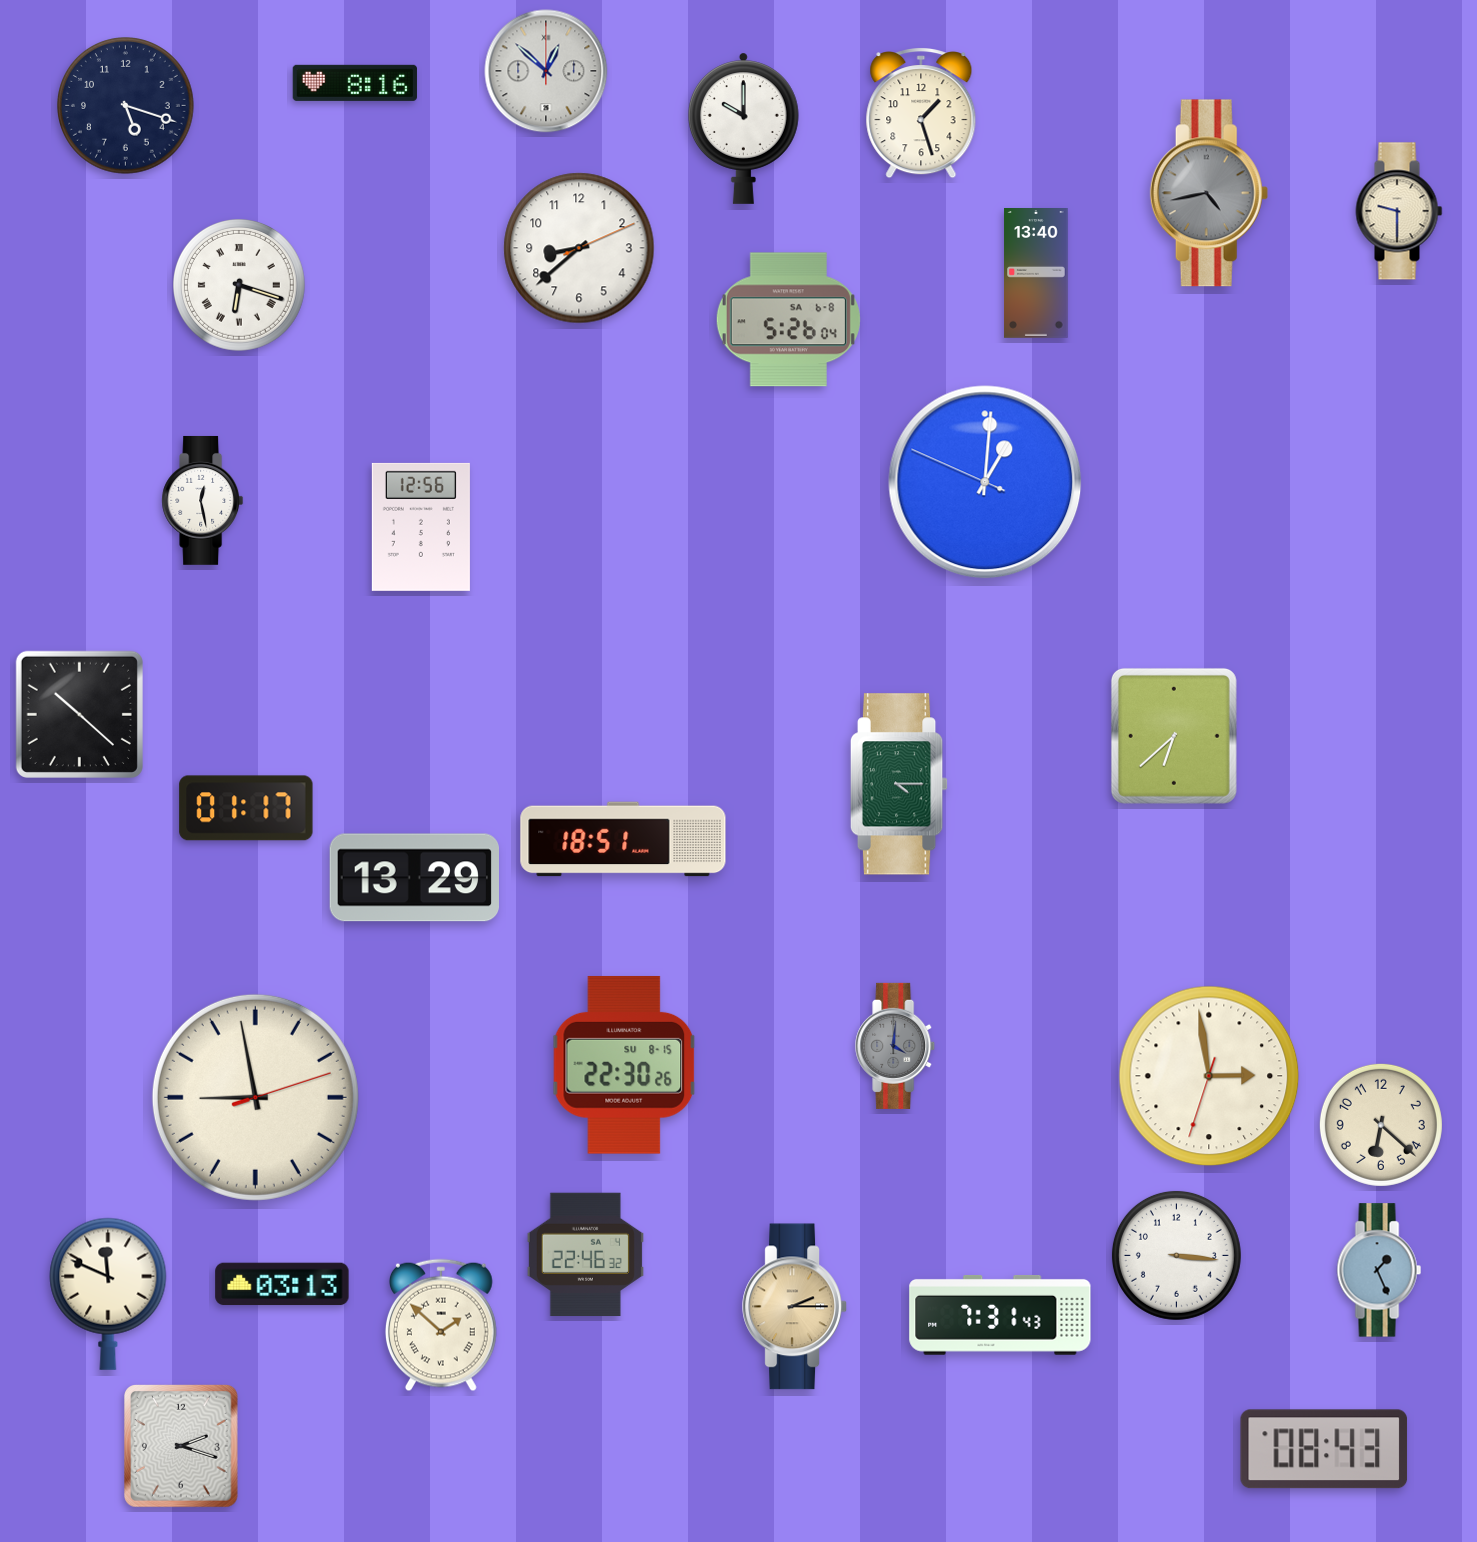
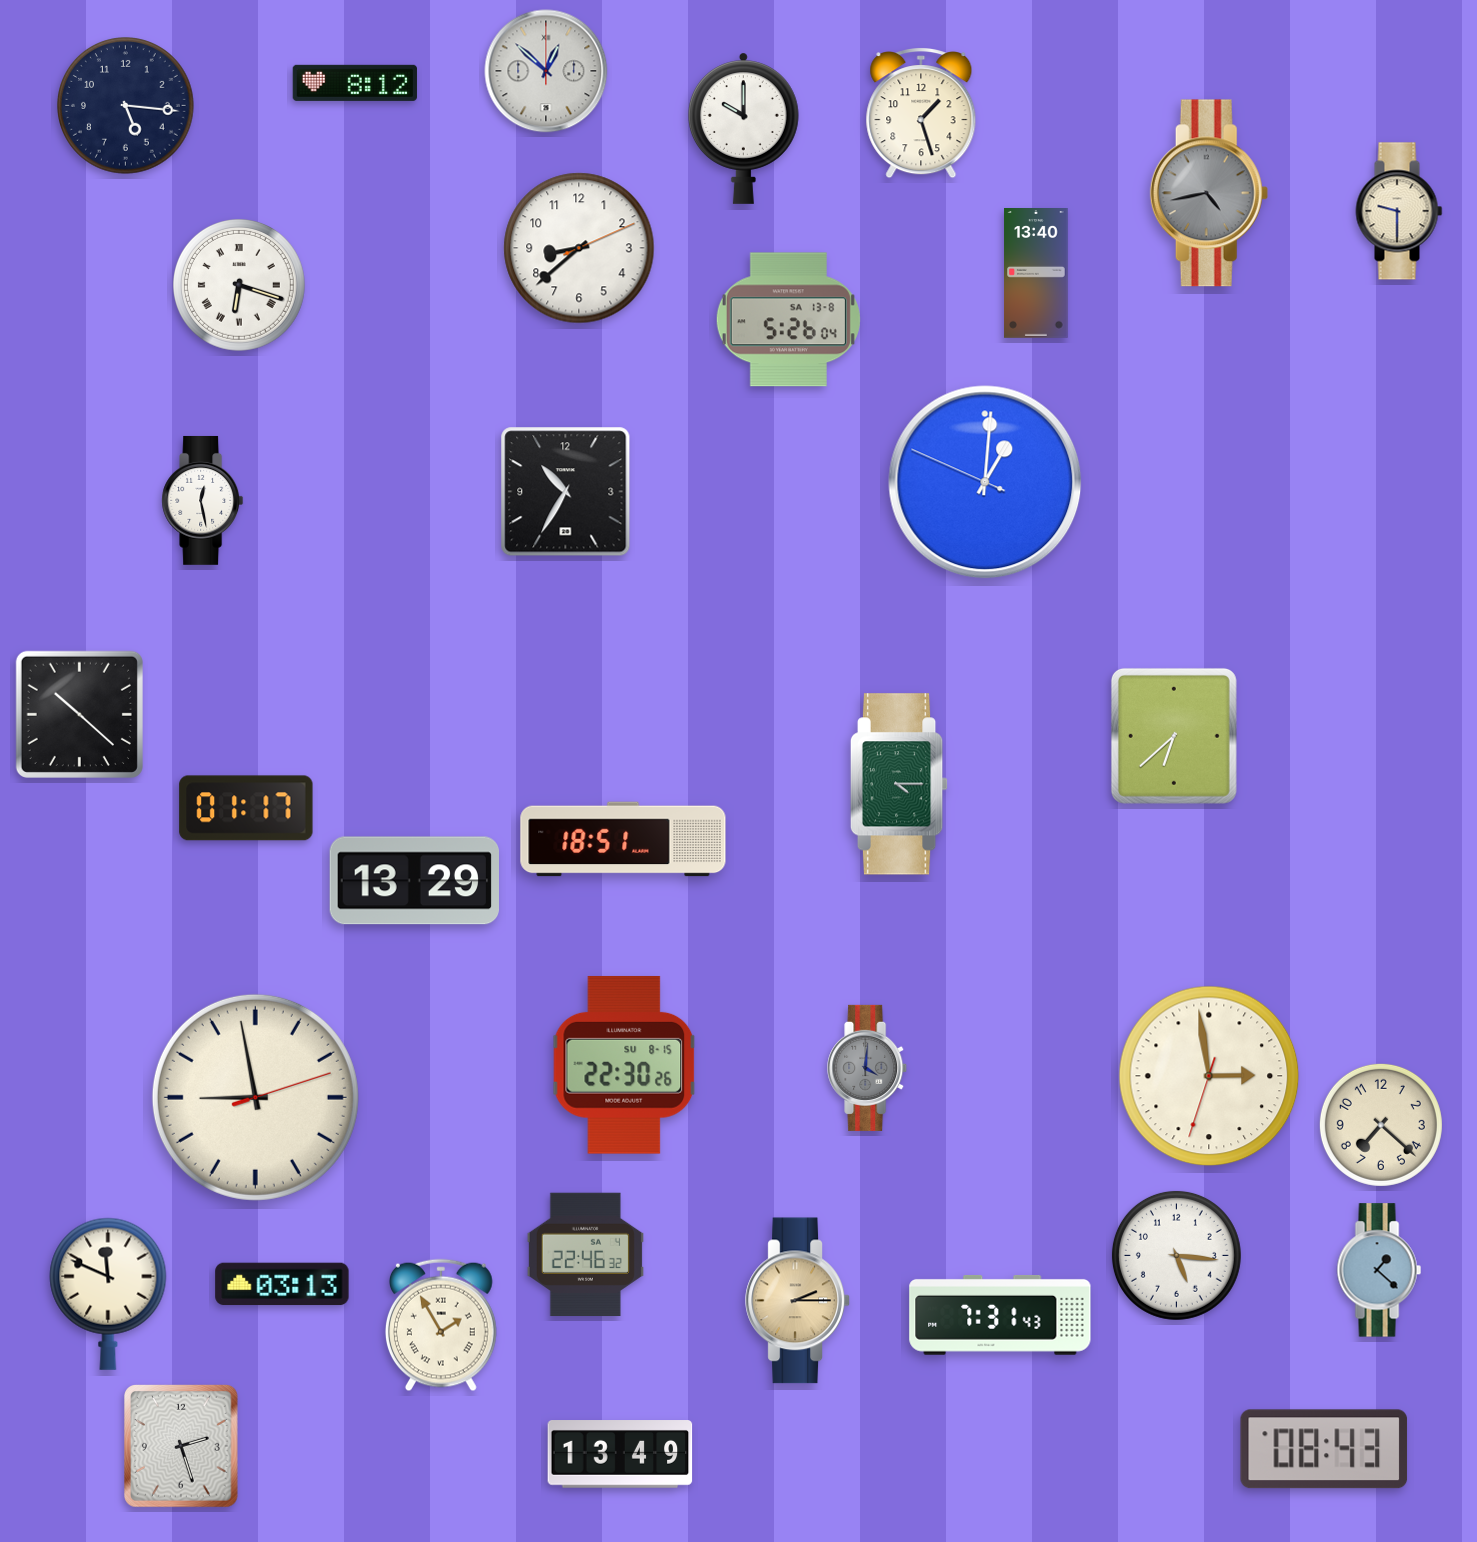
clock at (355, 83): 8:16 -> 8:12
clock at (126, 106): 5:18 -> 5:16
clock at (788, 320) date: SA 6-8 -> SA 13-8
clock at (566, 492): none -> 10:35
clock at (421, 527): 12:56 -> none
clock at (414, 878) position: (414, 878) -> (414, 881)
clock at (896, 1046) position: (896, 1046) -> (868, 1068)
clock at (1381, 1125): 6:22 -> 7:22
clock at (1176, 1255): 3:16 -> 5:16
clock at (1379, 1270): 1:26 -> 1:22
clock at (795, 1307) position: (795, 1307) -> (798, 1301)
clock at (441, 1325): 1:52 -> 1:55
clock at (182, 1447): 2:18 -> 2:27
clock at (620, 1454): none -> 13:49
